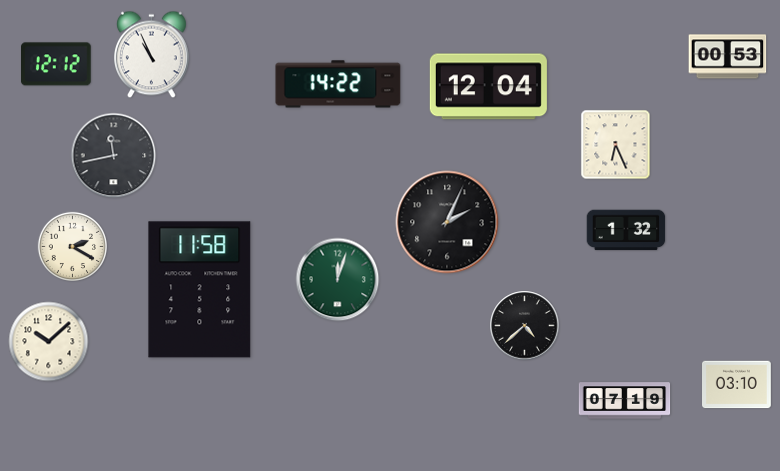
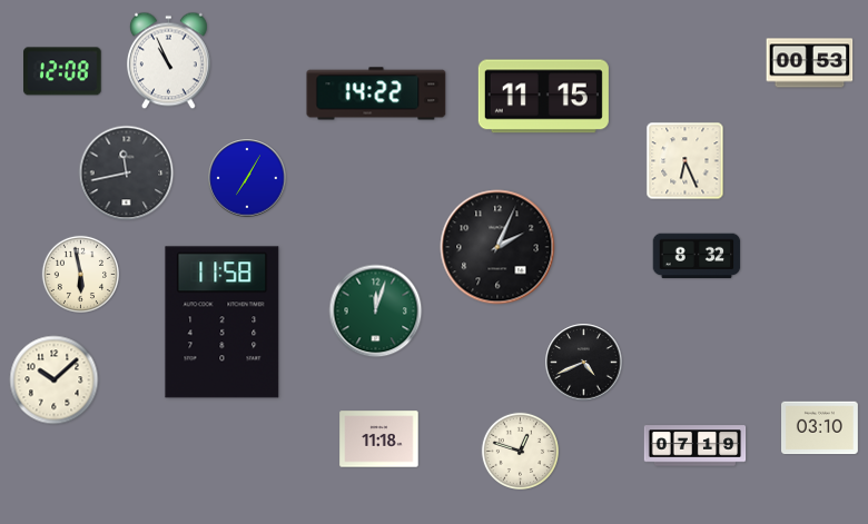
clock at (57, 64): 12:12 -> 12:08
clock at (488, 87): 12:04 -> 11:15
clock at (247, 178): none -> 7:05
clock at (626, 230): 1:32 -> 8:32
clock at (72, 246): 2:20 -> 5:58
clock at (525, 326): 4:38 -> 4:41
clock at (379, 439): none -> 11:18
clock at (520, 451): none -> 12:48
